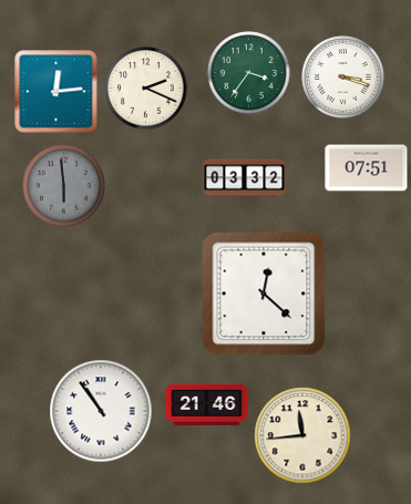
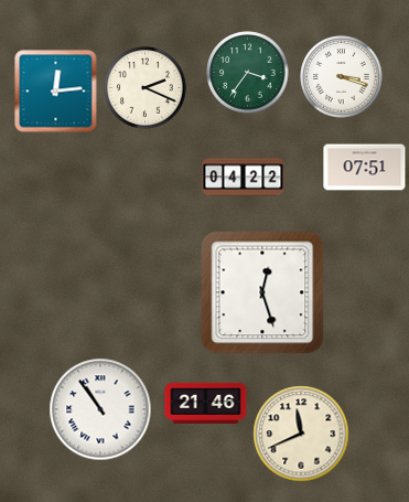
clock at (245, 178): 03:32 -> 04:22
clock at (64, 186): 5:59 -> none
clock at (264, 294): 12:22 -> 12:27
clock at (302, 435): 11:44 -> 11:41
